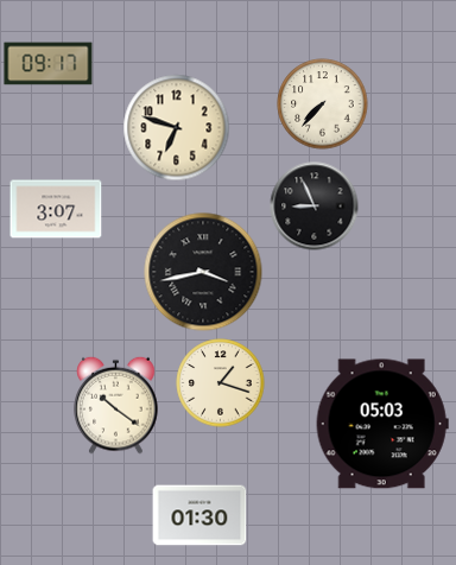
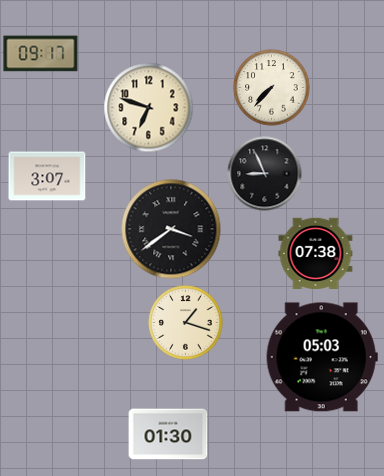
clock at (203, 272): 3:43 -> 3:39
clock at (316, 253): none -> 07:38
clock at (116, 405): 10:21 -> none
